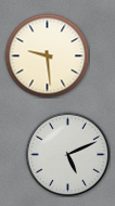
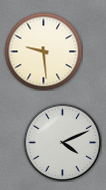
clock at (67, 154): 5:11 -> 4:11
